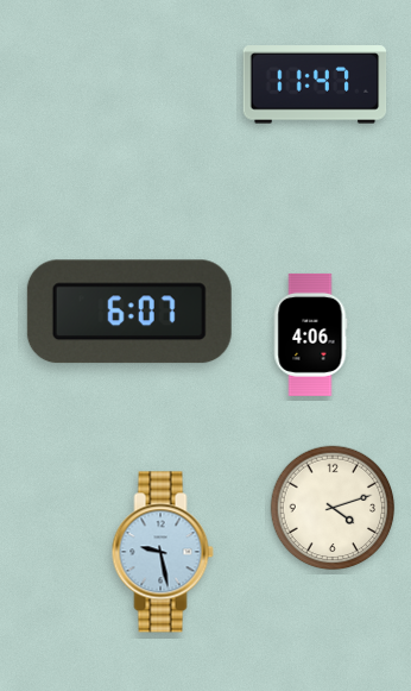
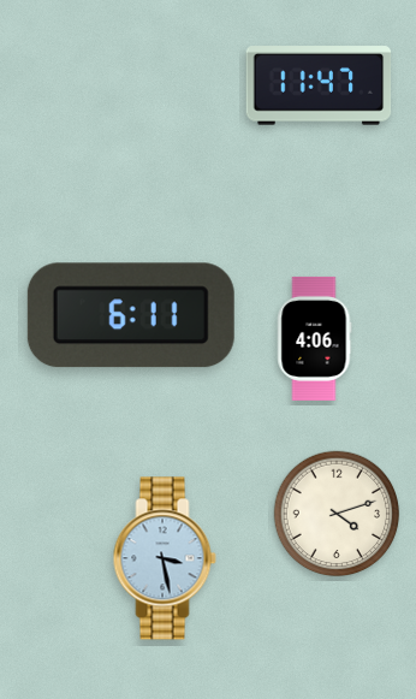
clock at (129, 312): 6:07 -> 6:11
clock at (163, 552): 9:28 -> 3:28
